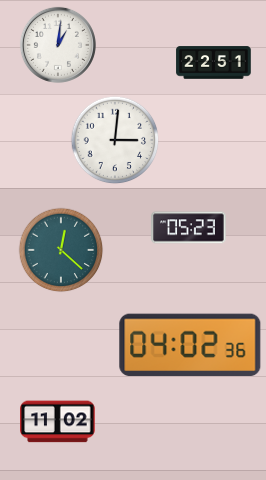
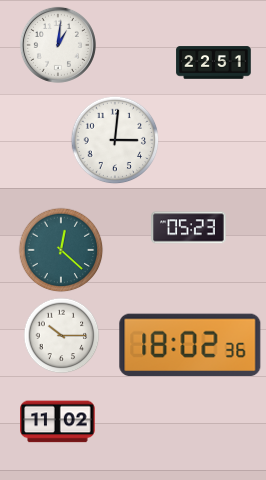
clock at (62, 336): none -> 10:15
clock at (190, 345): 04:02 -> 18:02
